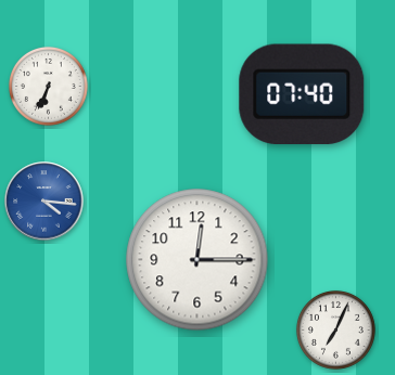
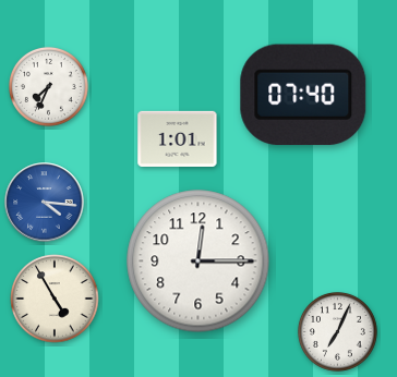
clock at (48, 86): 6:34 -> 7:34
clock at (178, 138): none -> 1:01
clock at (55, 299): none -> 4:55
